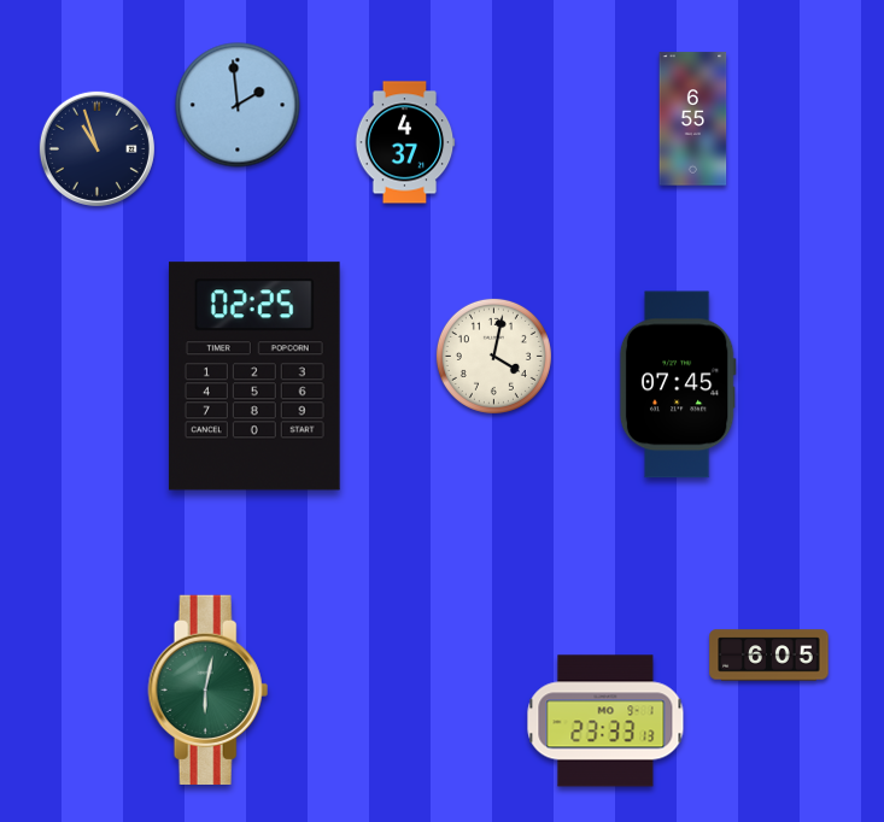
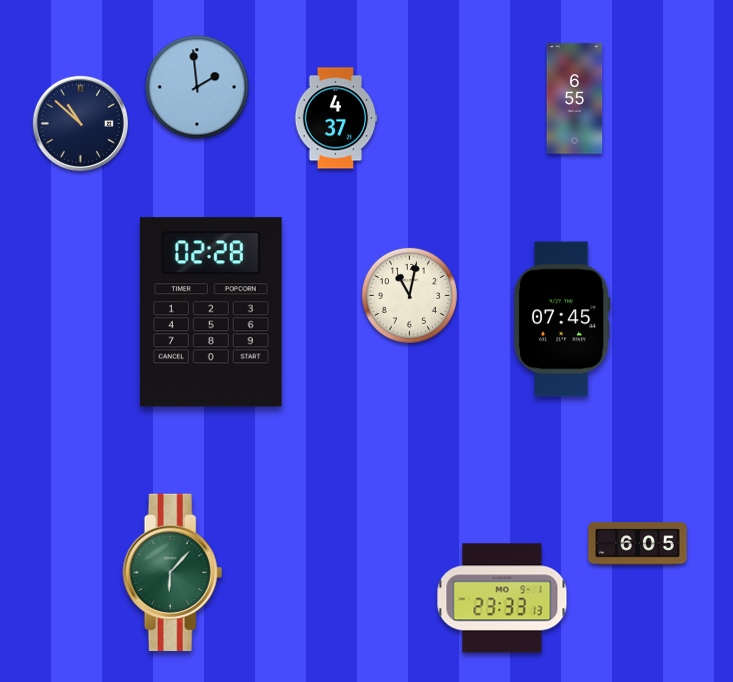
clock at (96, 148): 10:57 -> 10:52
clock at (493, 356): 4:02 -> 11:02
clock at (254, 376): 02:25 -> 02:28
clock at (209, 689): 6:02 -> 6:07
